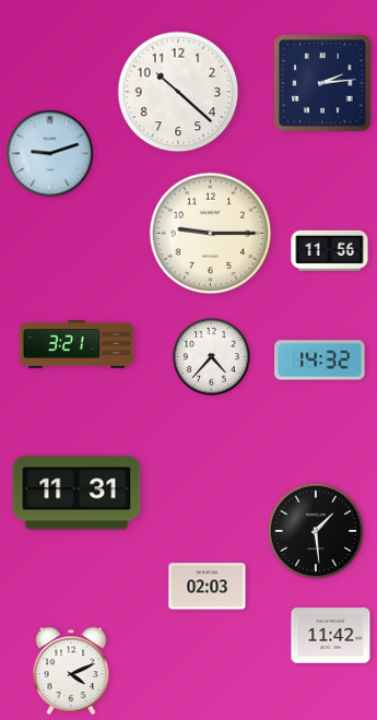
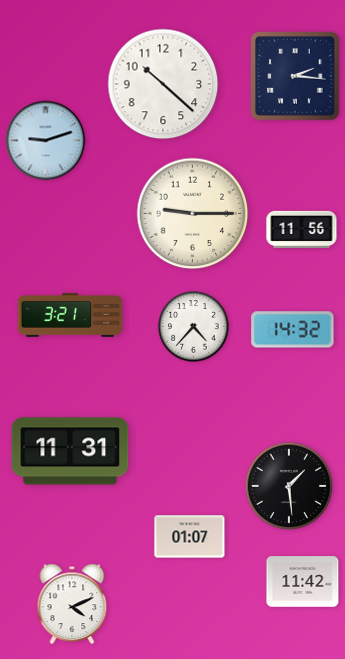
clock at (322, 83): 2:14 -> 2:16
clock at (208, 587): 02:03 -> 01:07
clock at (71, 671) position: (71, 671) -> (72, 604)
